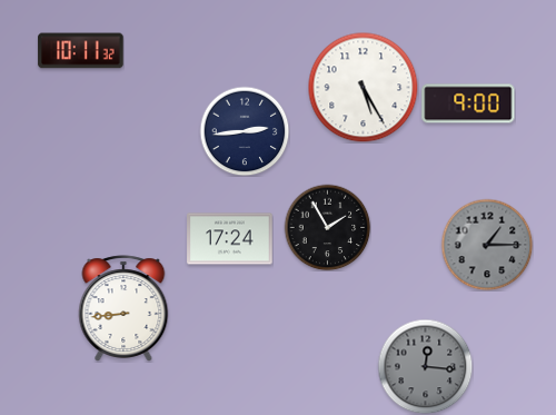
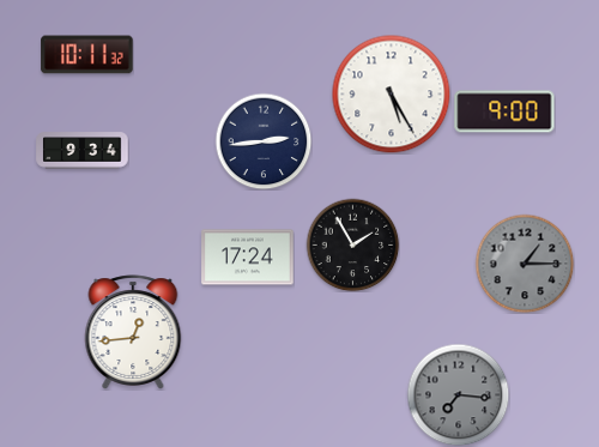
clock at (83, 151): none -> 9:34
clock at (123, 308): 8:44 -> 12:44
clock at (425, 366): 12:16 -> 7:16
